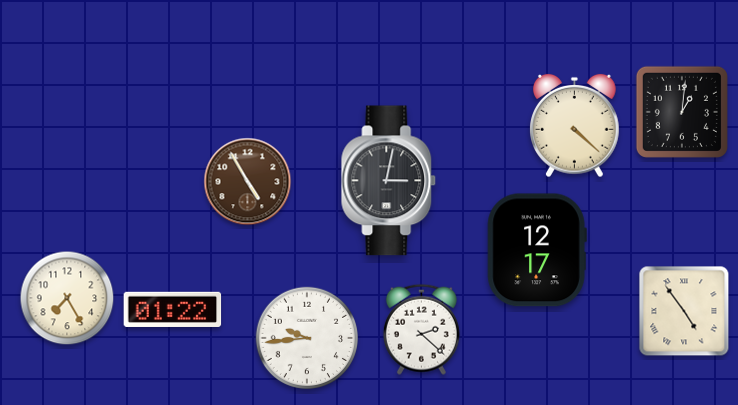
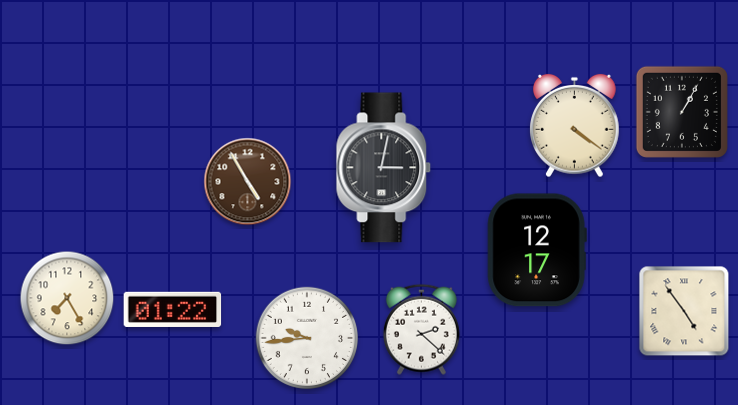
clock at (682, 112): 1:01 -> 1:05
clock at (575, 126): 4:22 -> 4:21
clock at (389, 181) position: (389, 181) -> (384, 168)
